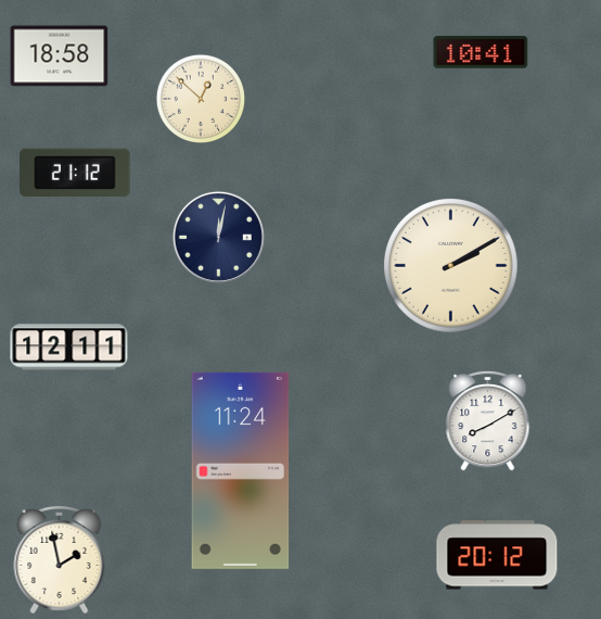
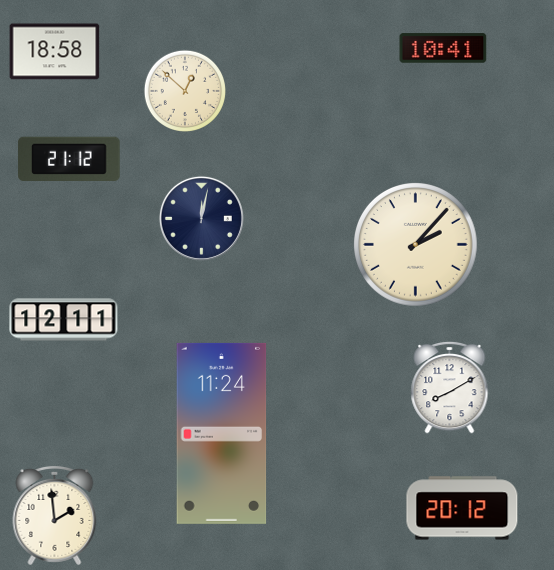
clock at (451, 266): 2:10 -> 2:07
clock at (497, 555) position: (497, 555) -> (462, 508)
clock at (60, 559): 1:58 -> 1:59
